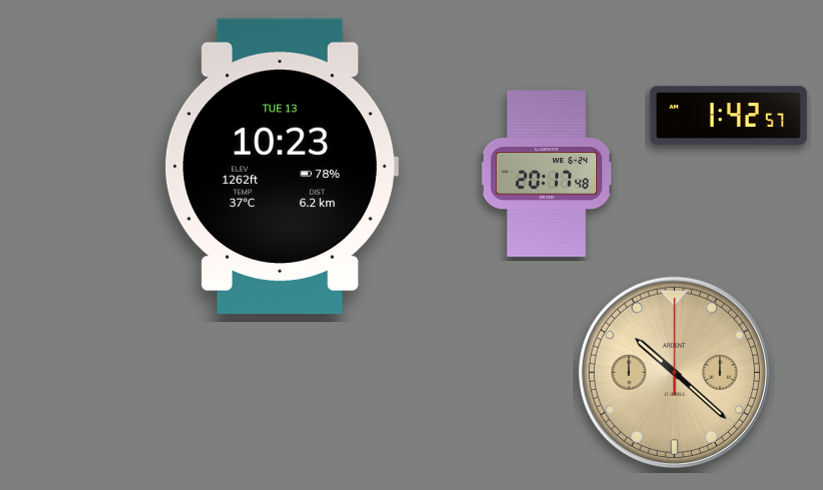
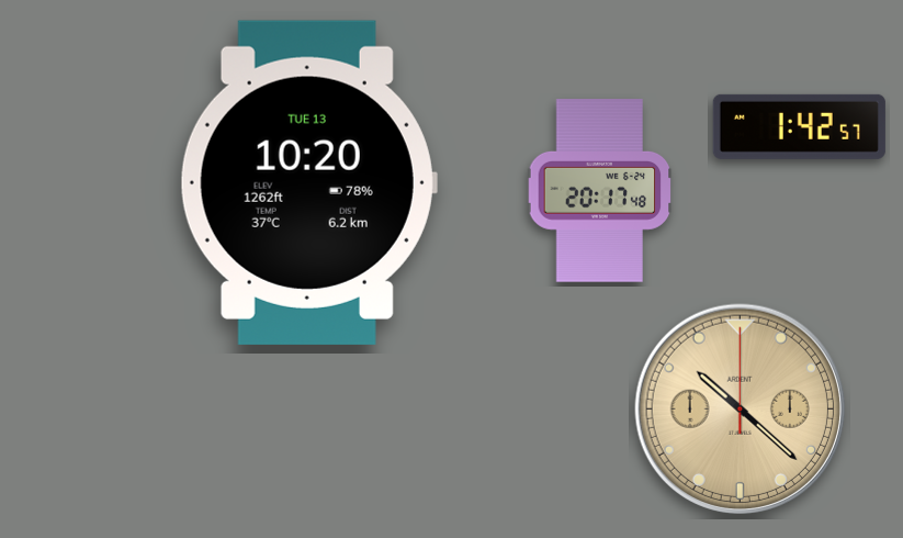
clock at (281, 166): 10:23 -> 10:20
